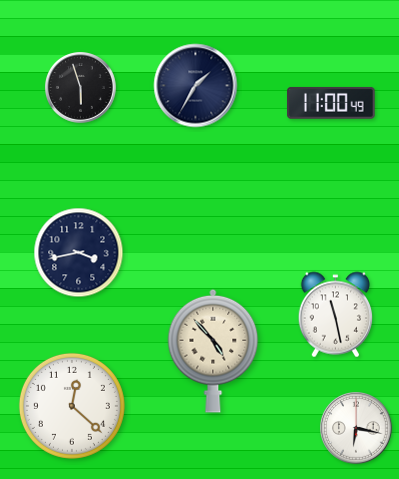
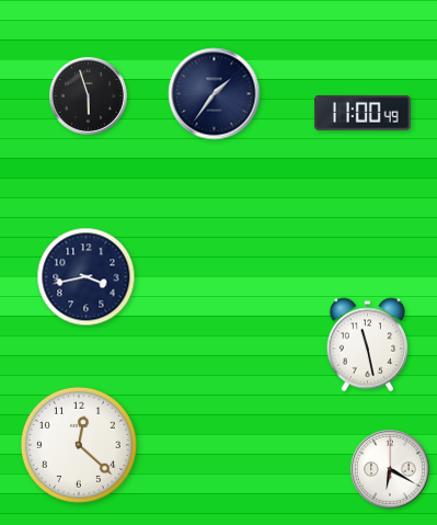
clock at (196, 86): 1:35 -> 1:36
clock at (213, 351): 4:53 -> none
clock at (357, 429): 6:17 -> 6:20
